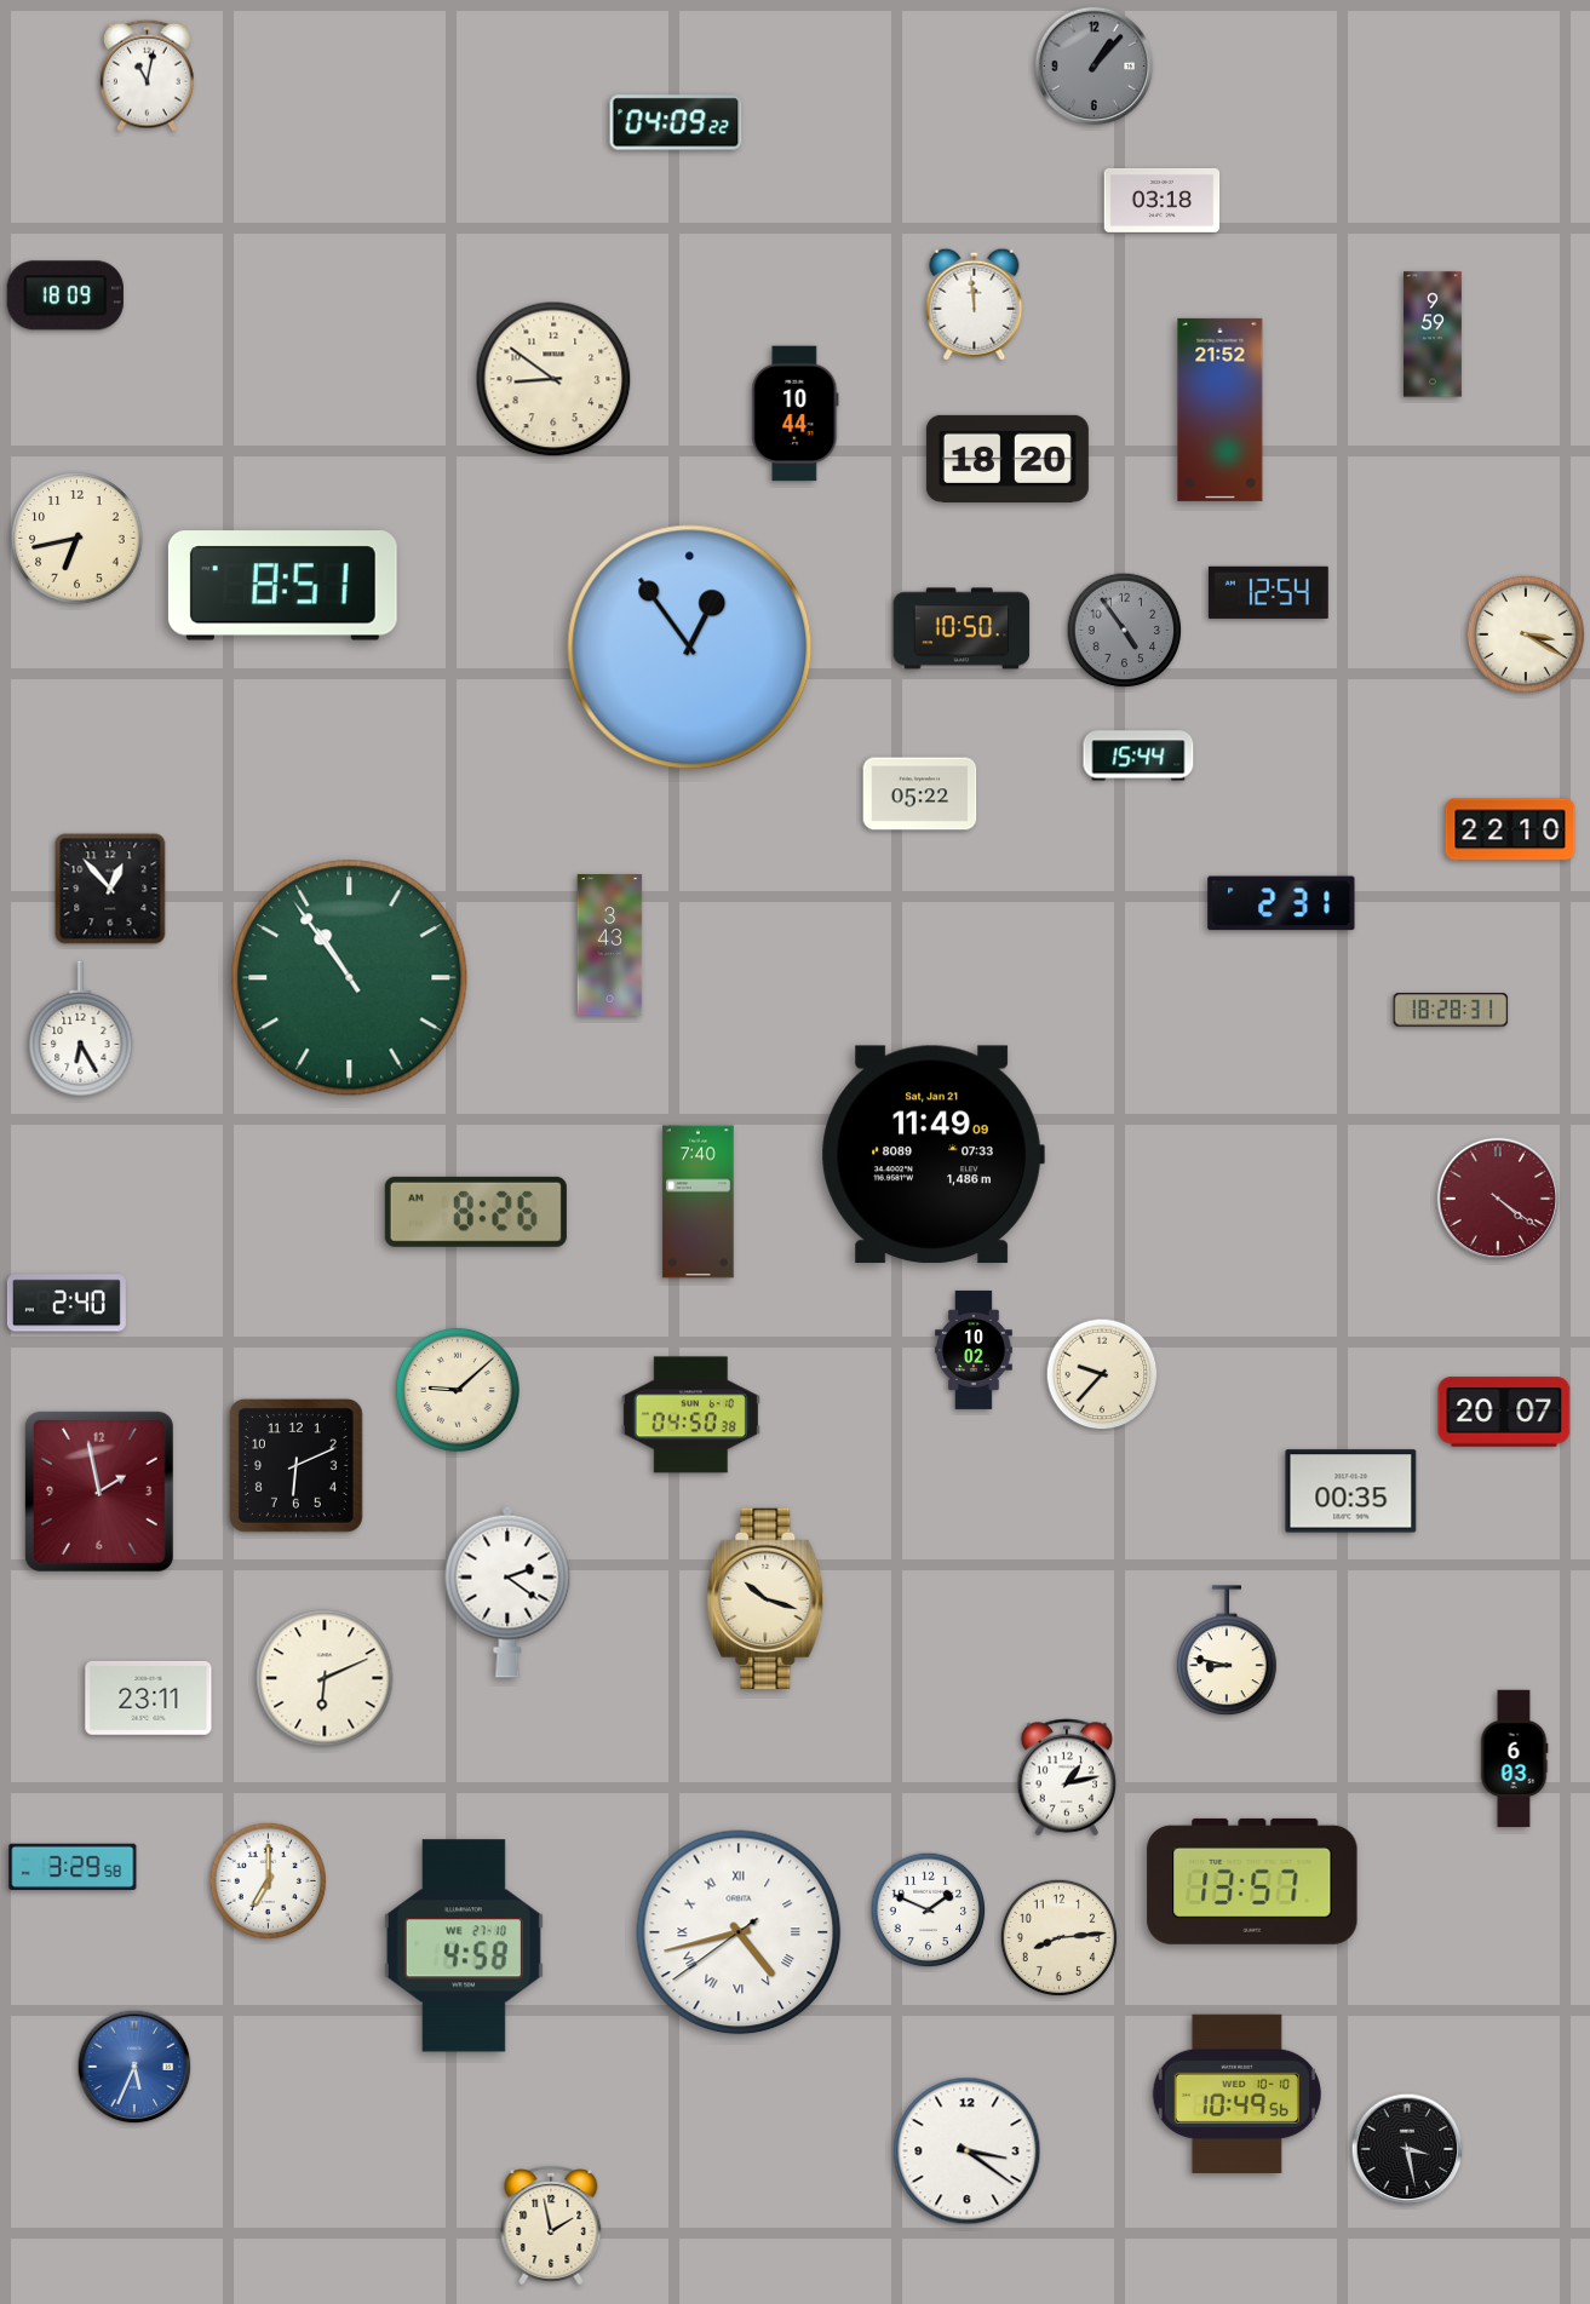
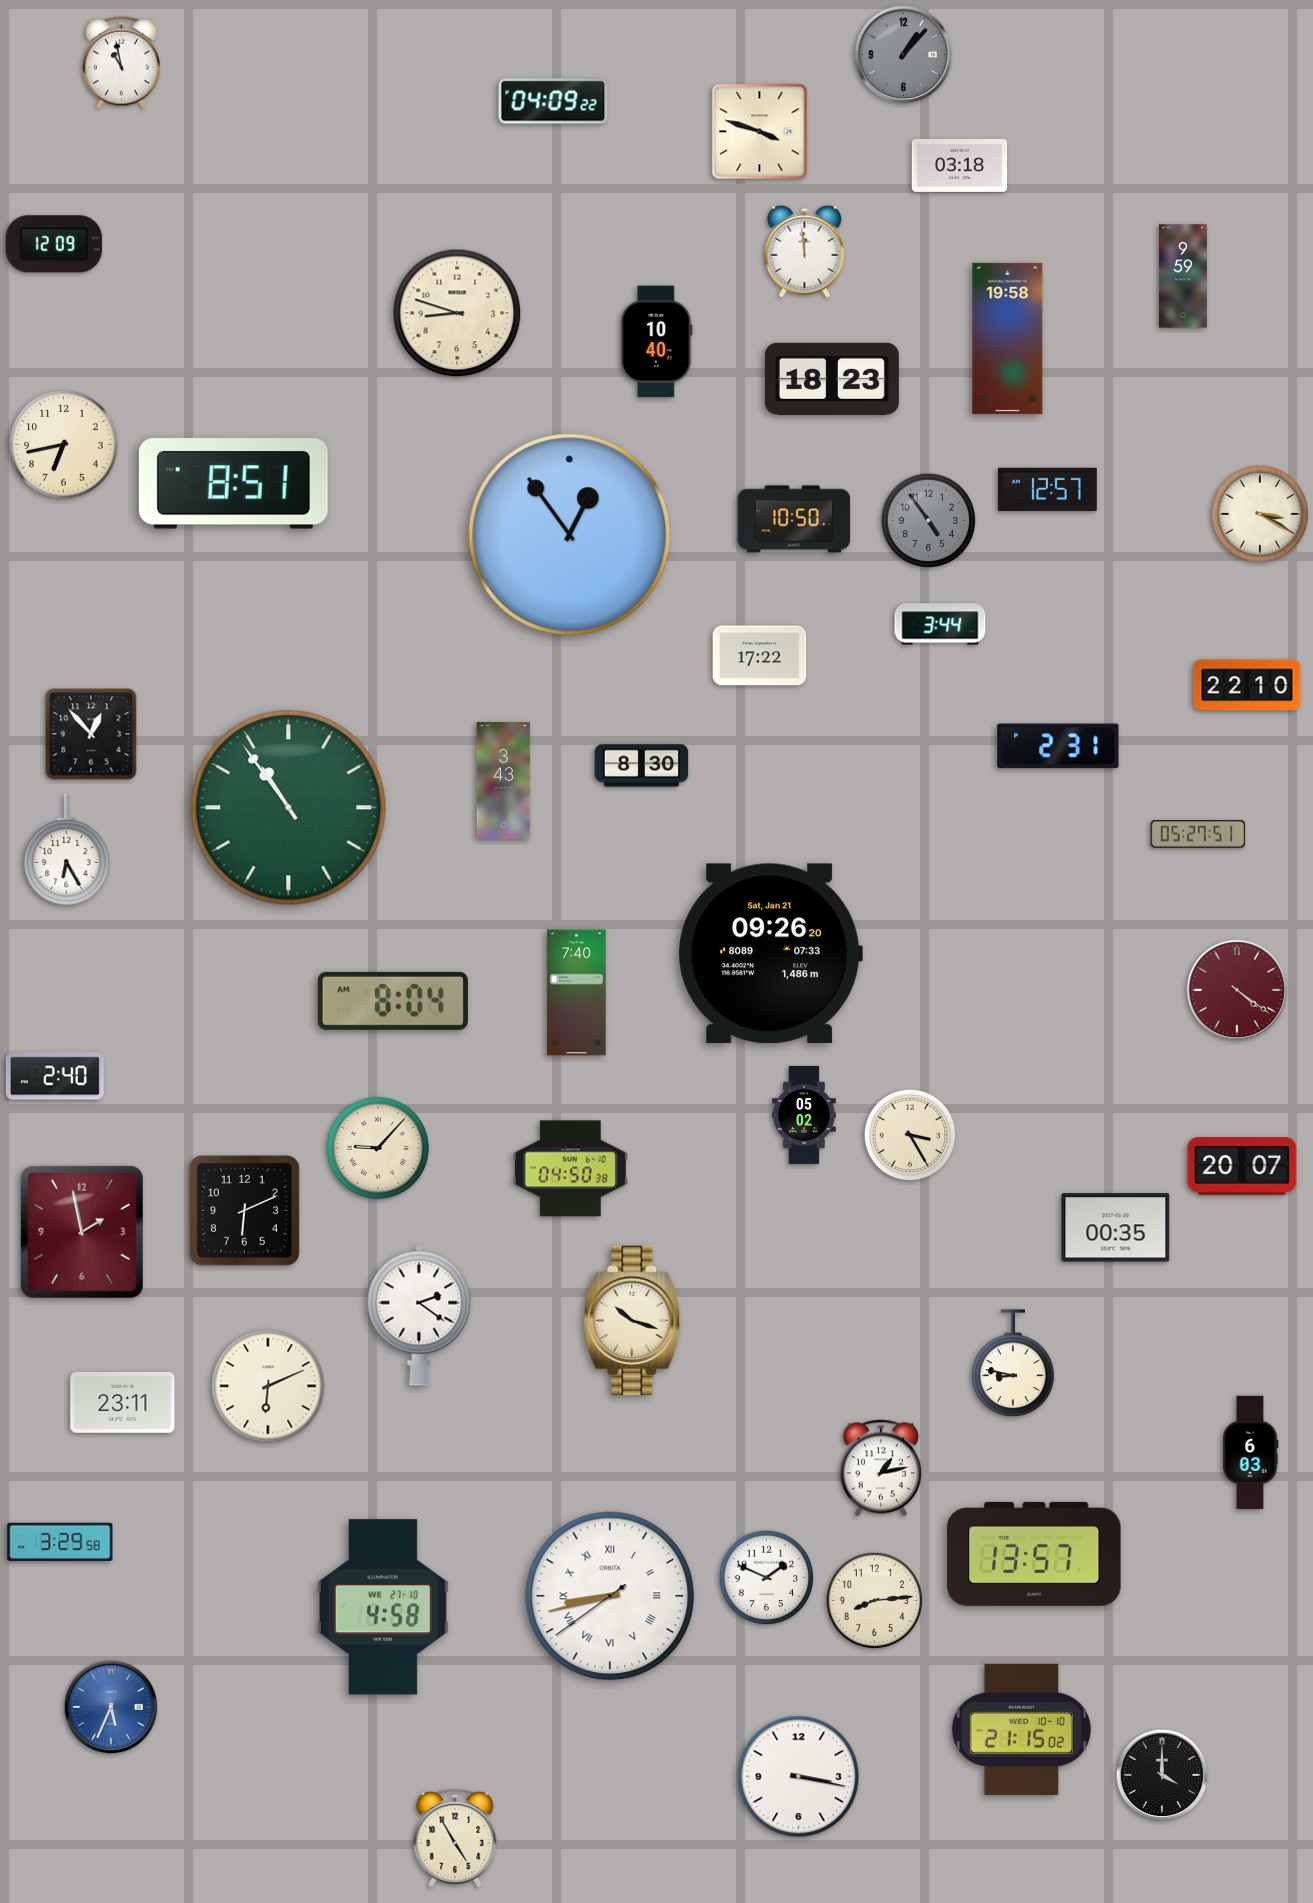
clock at (147, 75): 11:02 -> 10:58
clock at (676, 122) position: (676, 122) -> (553, 101)
clock at (760, 132): none -> 3:48
clock at (65, 295): 18:09 -> 12:09
clock at (553, 379): 8:51 -> 8:48
clock at (1221, 409): 21:52 -> 19:58
clock at (796, 414): 10:44 -> 10:40
clock at (1008, 459): 18:20 -> 18:23
clock at (1268, 592): 12:54 -> 12:57
clock at (1526, 634) position: (1526, 634) -> (1260, 514)
clock at (1138, 755): 15:44 -> 3:44
clock at (920, 794): 05:22 -> 17:22
clock at (642, 766): none -> 8:30
clock at (1451, 1010): 18:28 -> 05:27
clock at (932, 1155): 11:49 -> 09:26
clock at (476, 1212): 8:26 -> 8:04
clock at (975, 1350): 10:02 -> 05:02
clock at (1102, 1374): 9:37 -> 3:25
clock at (458, 1390): 9:08 -> 9:07
clock at (1351, 1492) position: (1351, 1492) -> (1116, 1228)
clock at (268, 1880): 7:00 -> none
clock at (739, 1932): 4:42 -> 8:42
clock at (1236, 2093): 10:49 -> 21:15
clock at (1407, 2149): 3:28 -> 4:00
clock at (968, 2151): 3:21 -> 3:17
clock at (551, 2225): 1:58 -> 4:55
